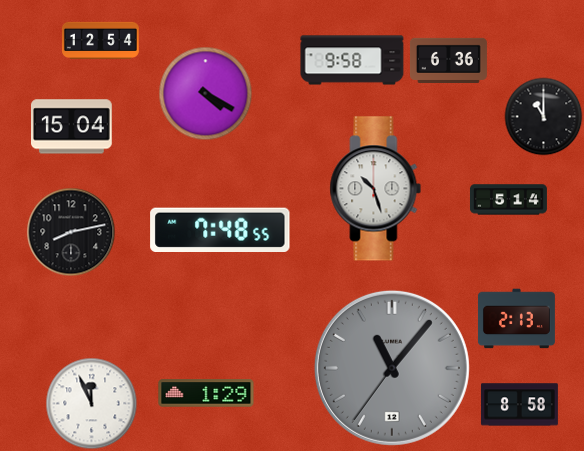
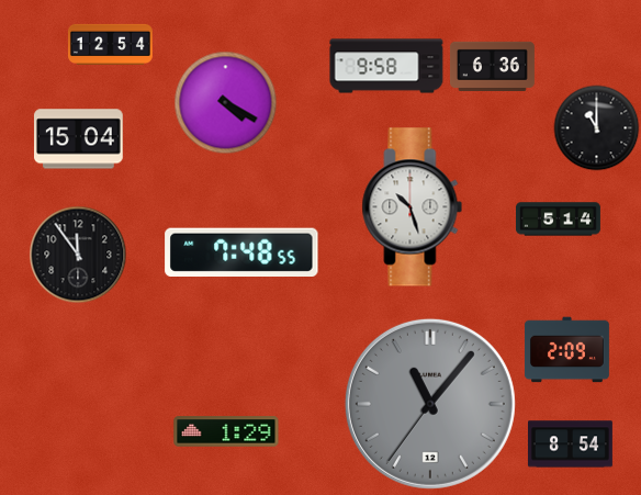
clock at (71, 232): 8:13 -> 11:54
clock at (516, 319): 2:13 -> 2:09
clock at (91, 403): 11:56 -> none
clock at (519, 405): 8:58 -> 8:54
